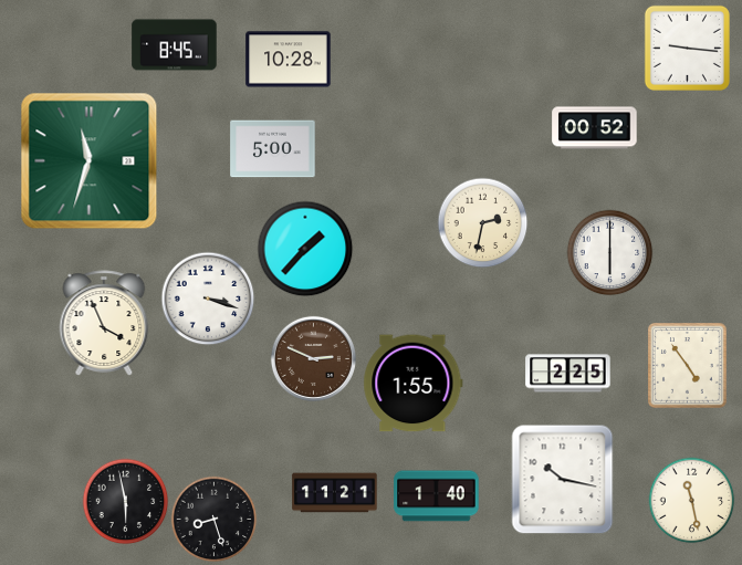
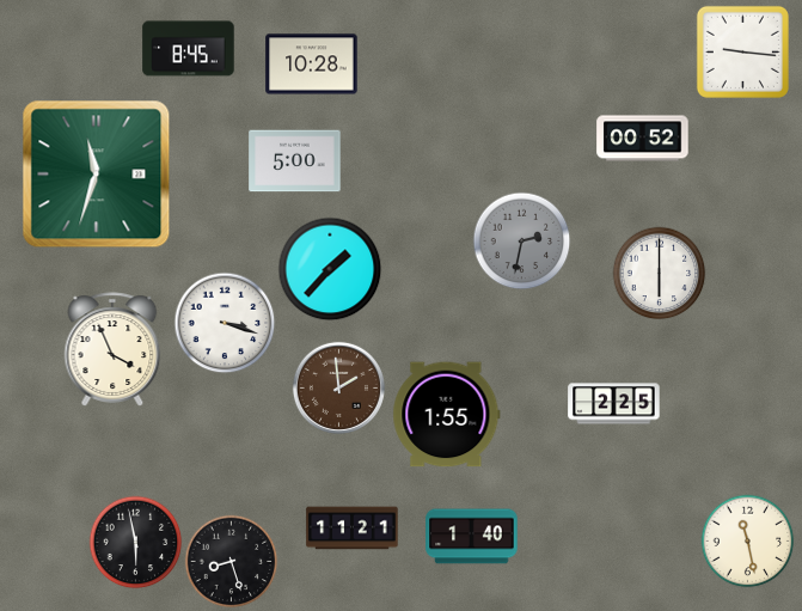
clock at (482, 222) dial: cream -> grey
clock at (313, 358): 2:49 -> 1:59
clock at (688, 366): 4:54 -> none
clock at (563, 480): 10:17 -> none
clock at (335, 493) position: (335, 493) -> (353, 528)
